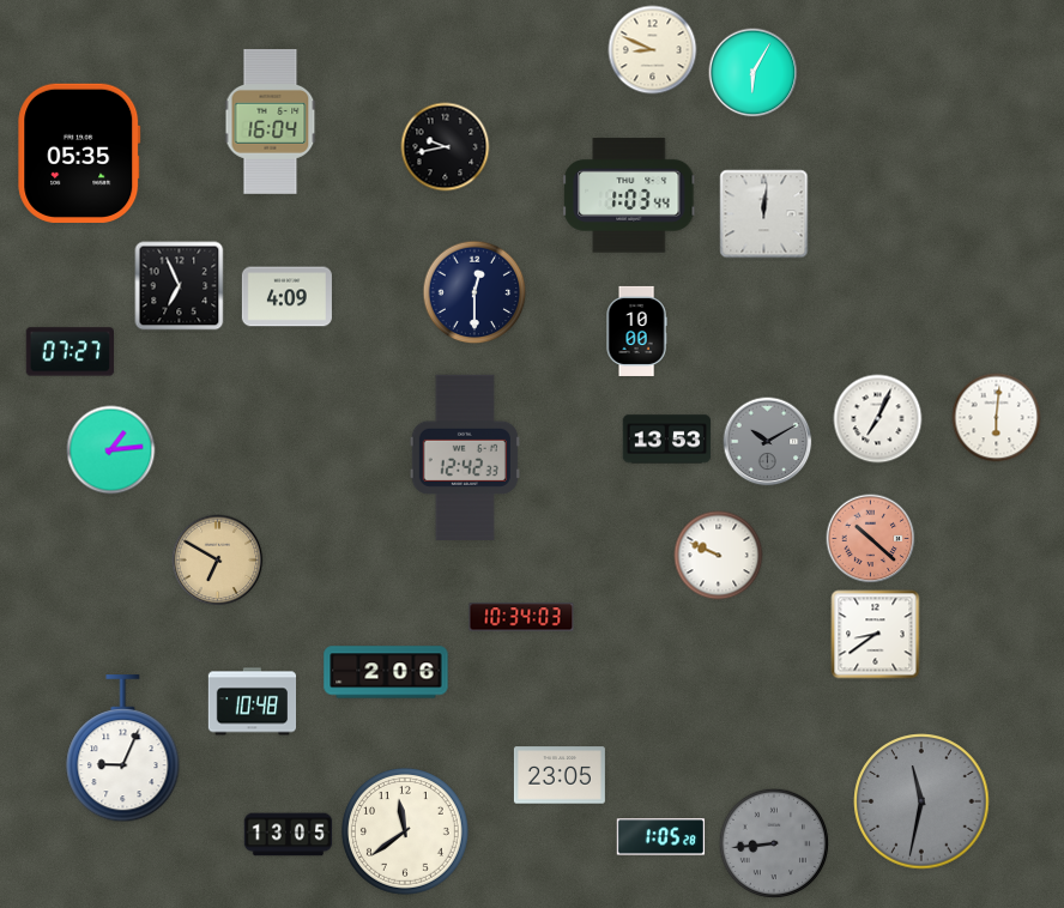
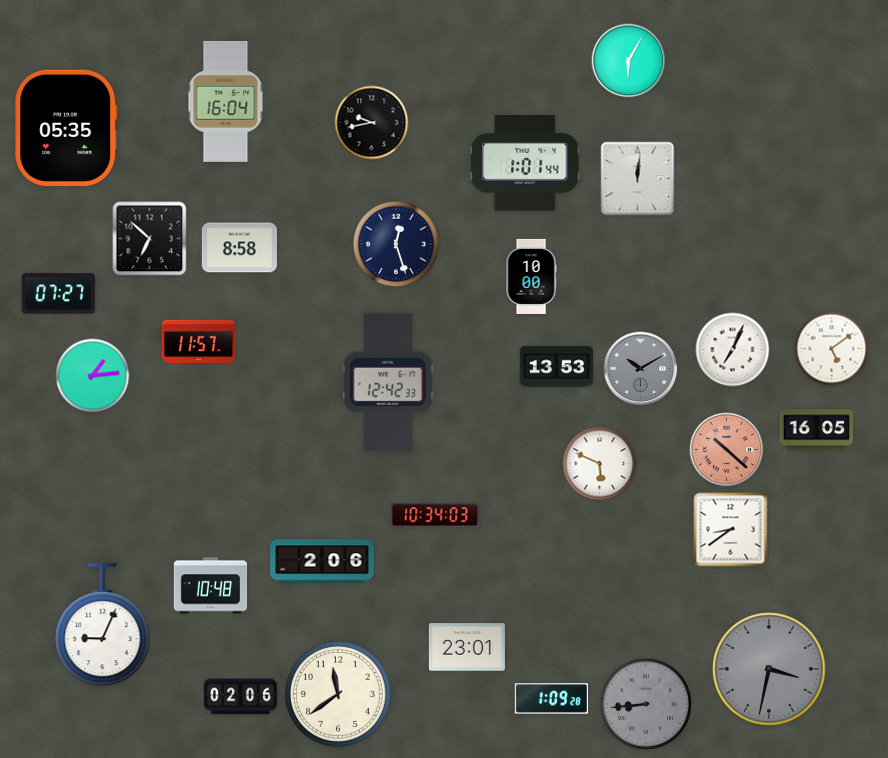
clock at (653, 50): 8:49 -> none
clock at (629, 195): 1:03 -> 1:01
clock at (180, 286): 6:56 -> 6:52
clock at (474, 292): 12:30 -> 12:27
clock at (286, 297): 4:09 -> 8:58
clock at (199, 342): none -> 11:57
clock at (997, 418): 6:01 -> 5:09
clock at (817, 430): none -> 16:05
clock at (719, 556): 9:49 -> 5:49
clock at (218, 561): 6:50 -> none
clock at (560, 775): 23:05 -> 23:01
clock at (921, 801): 11:32 -> 3:32
clock at (289, 835): 13:05 -> 02:06
clock at (661, 837): 1:05 -> 1:09
